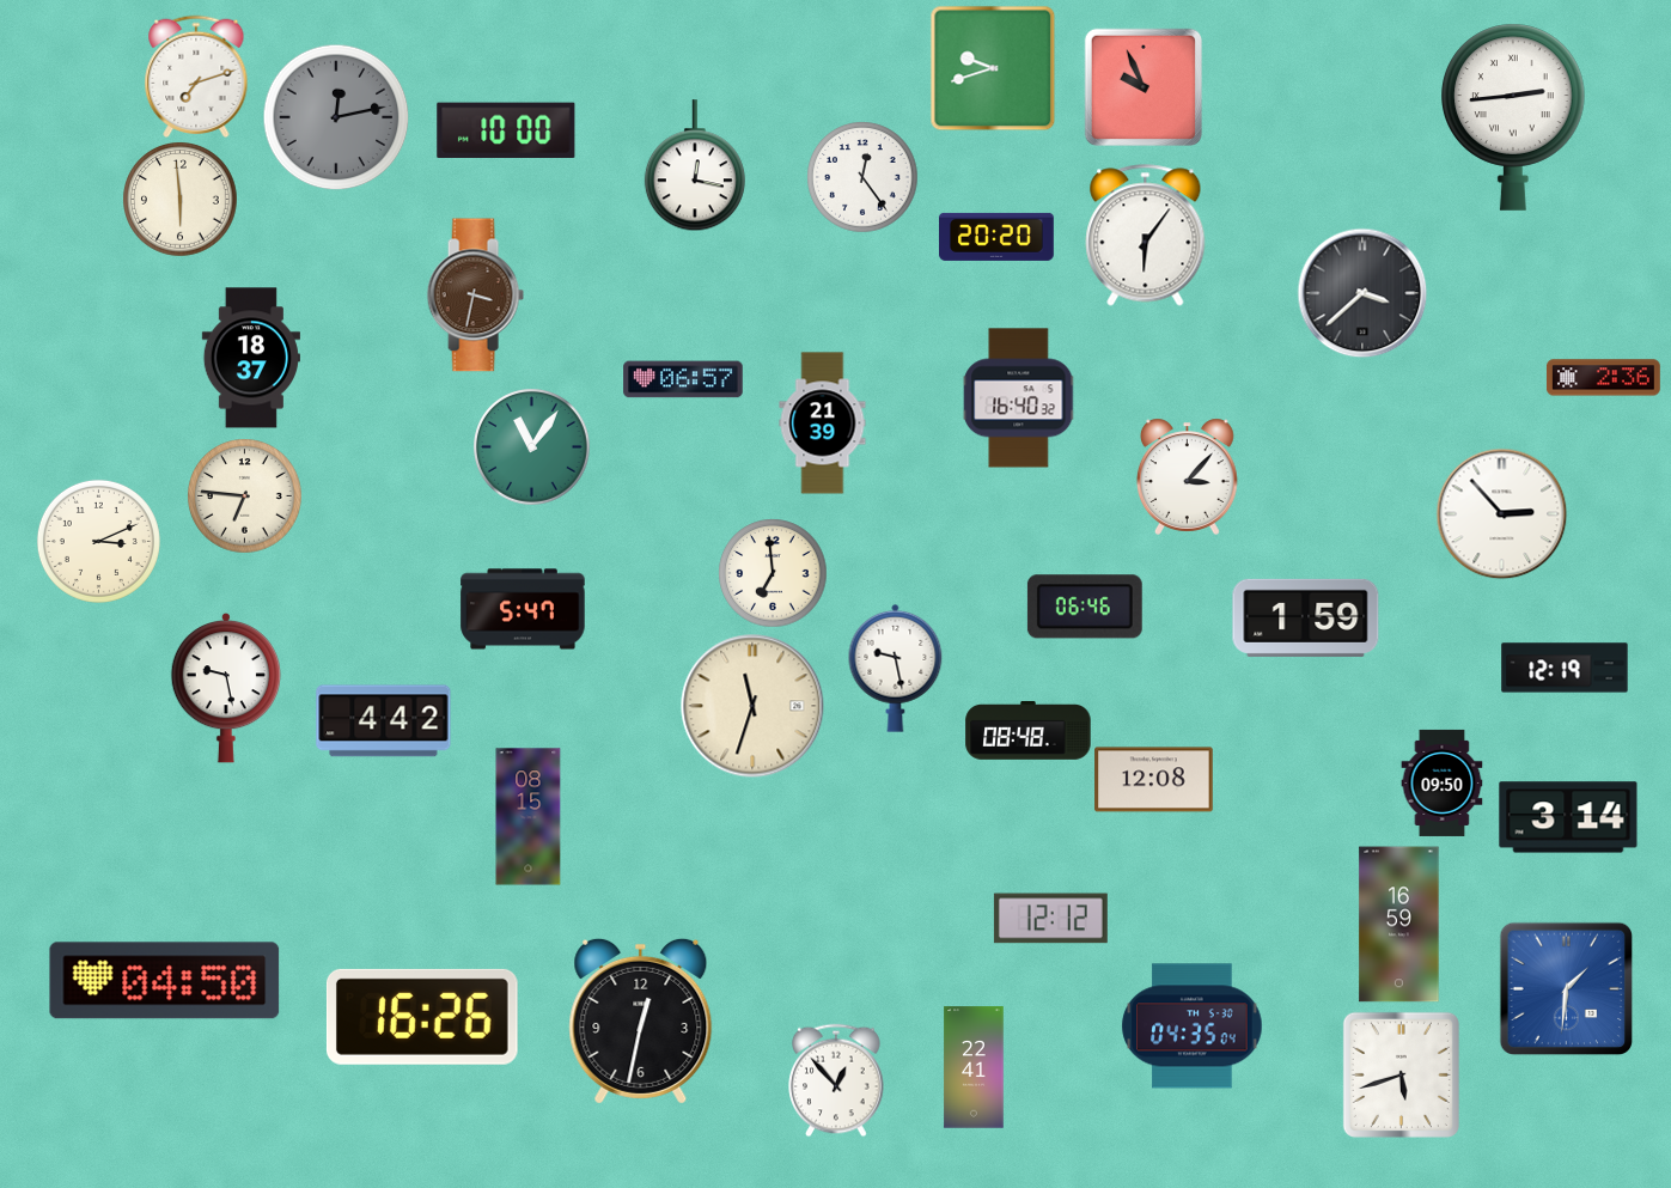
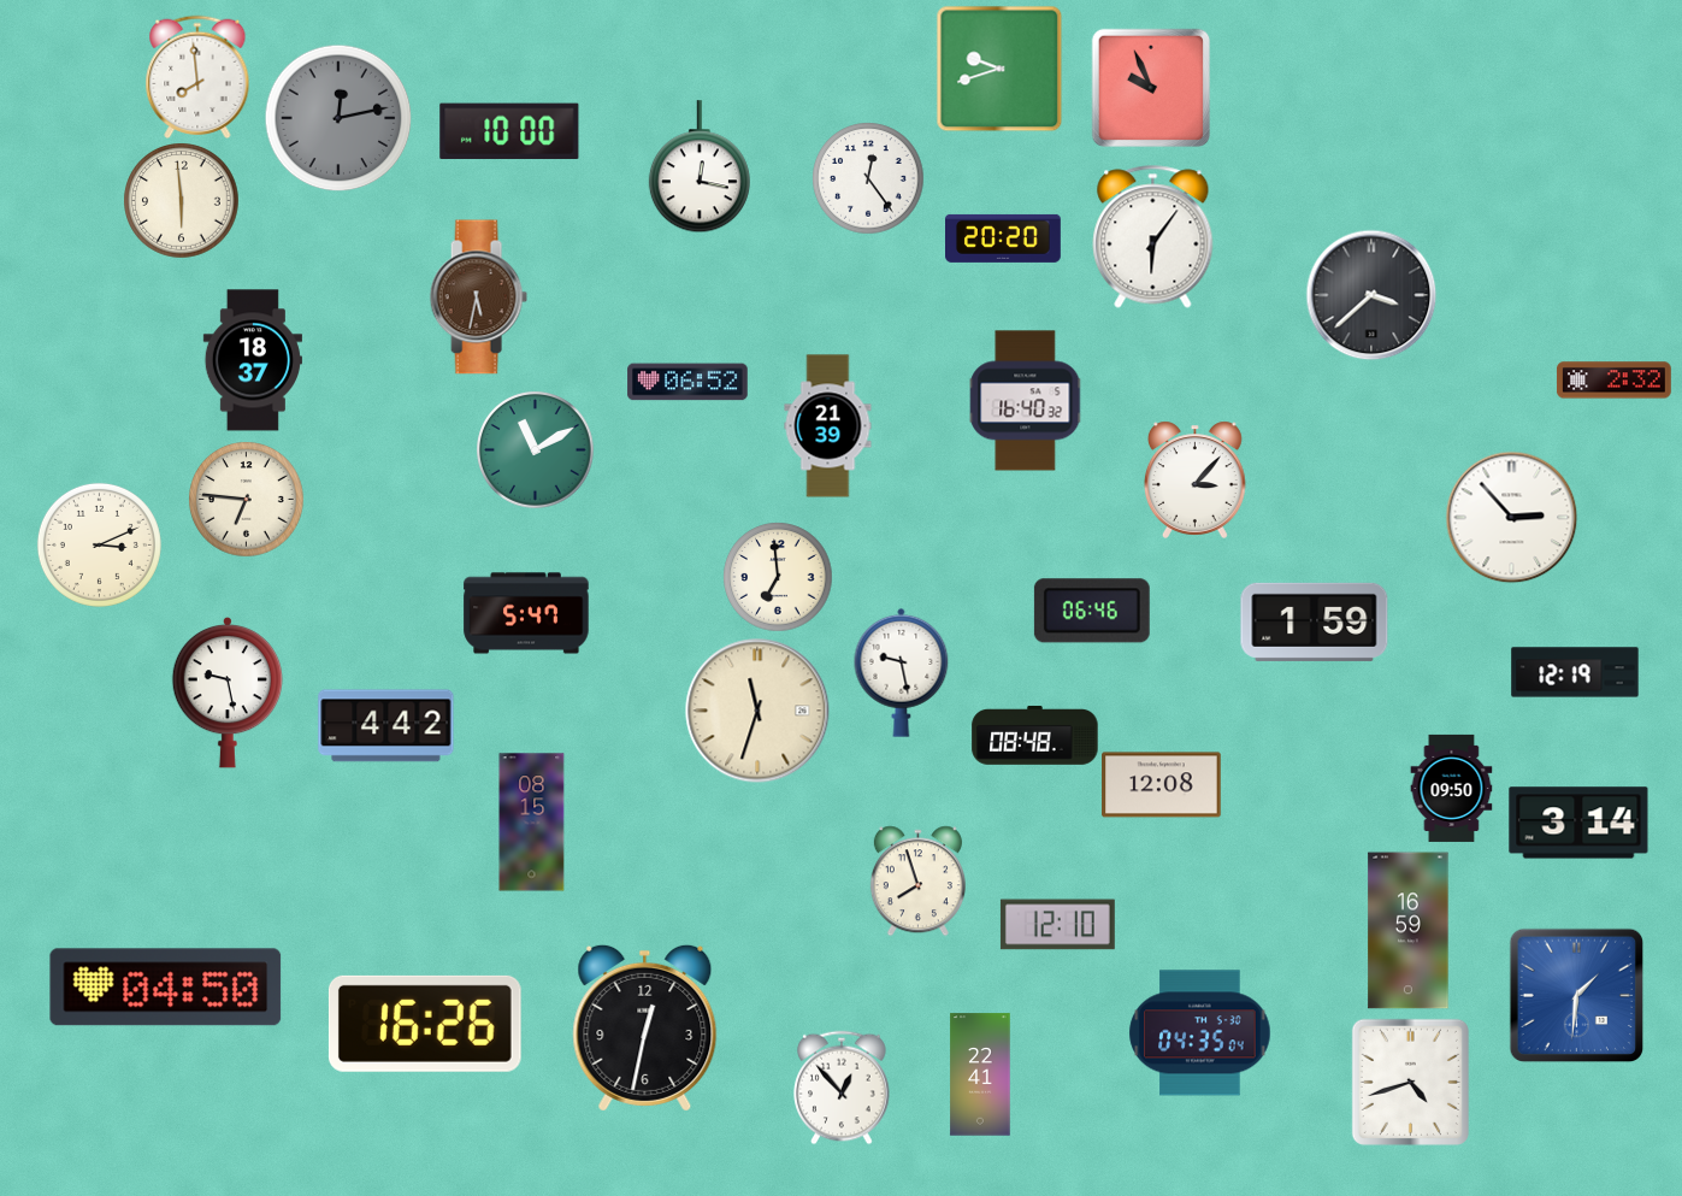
clock at (196, 77): 7:12 -> 7:59
clock at (1513, 117): 2:44 -> none
clock at (475, 296): 3:32 -> 5:32
clock at (1603, 378): 2:36 -> 2:32
clock at (683, 379): 06:57 -> 06:52
clock at (532, 447): 11:06 -> 11:10
clock at (917, 880): none -> 7:57
clock at (1050, 919): 12:12 -> 12:10
clock at (1401, 1074): 5:42 -> 4:42
